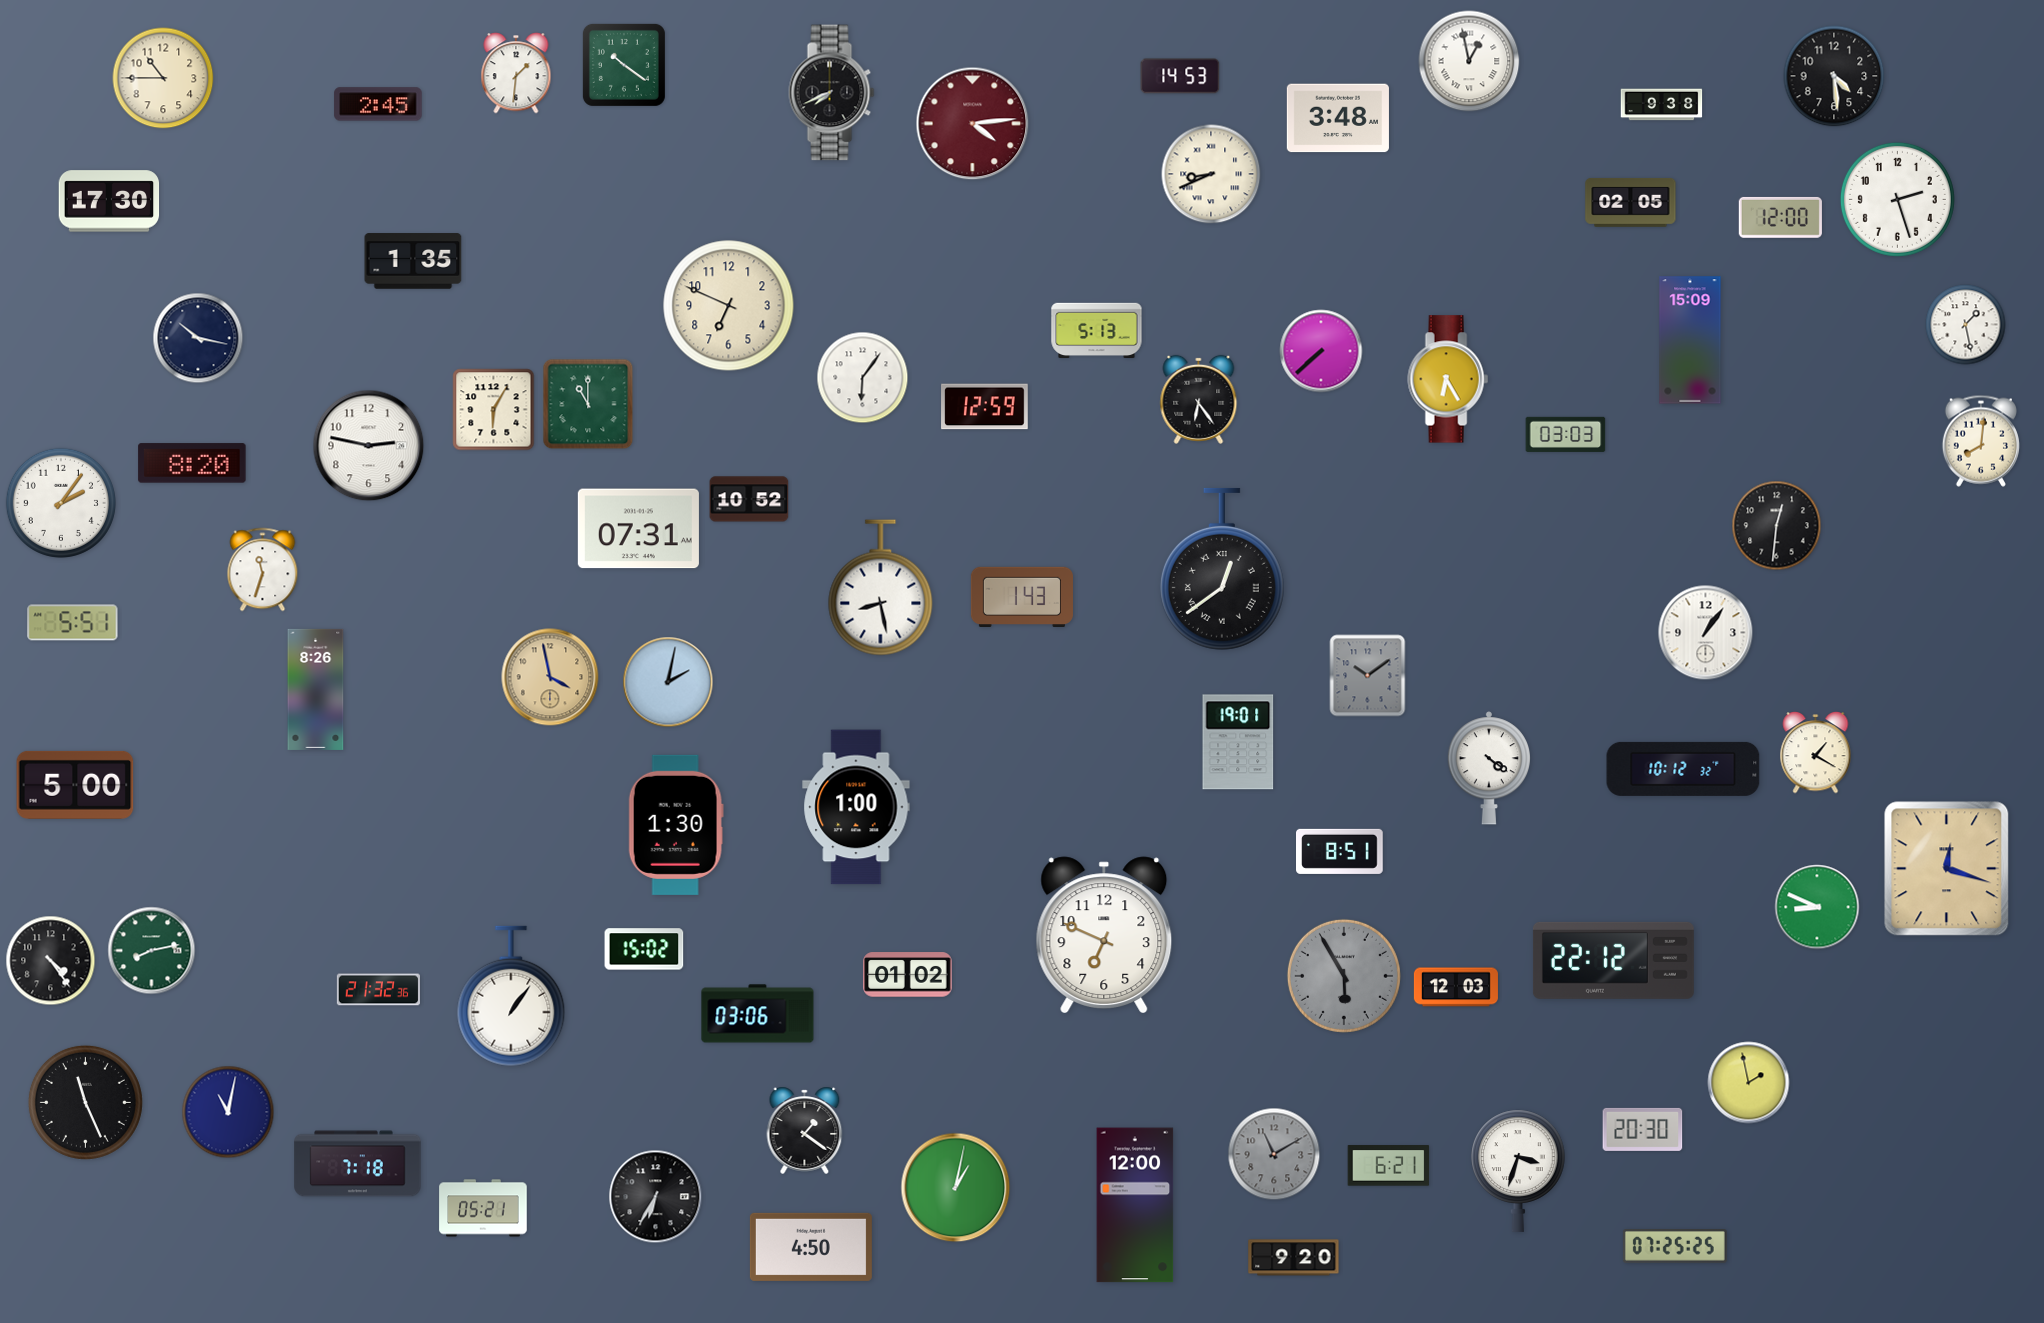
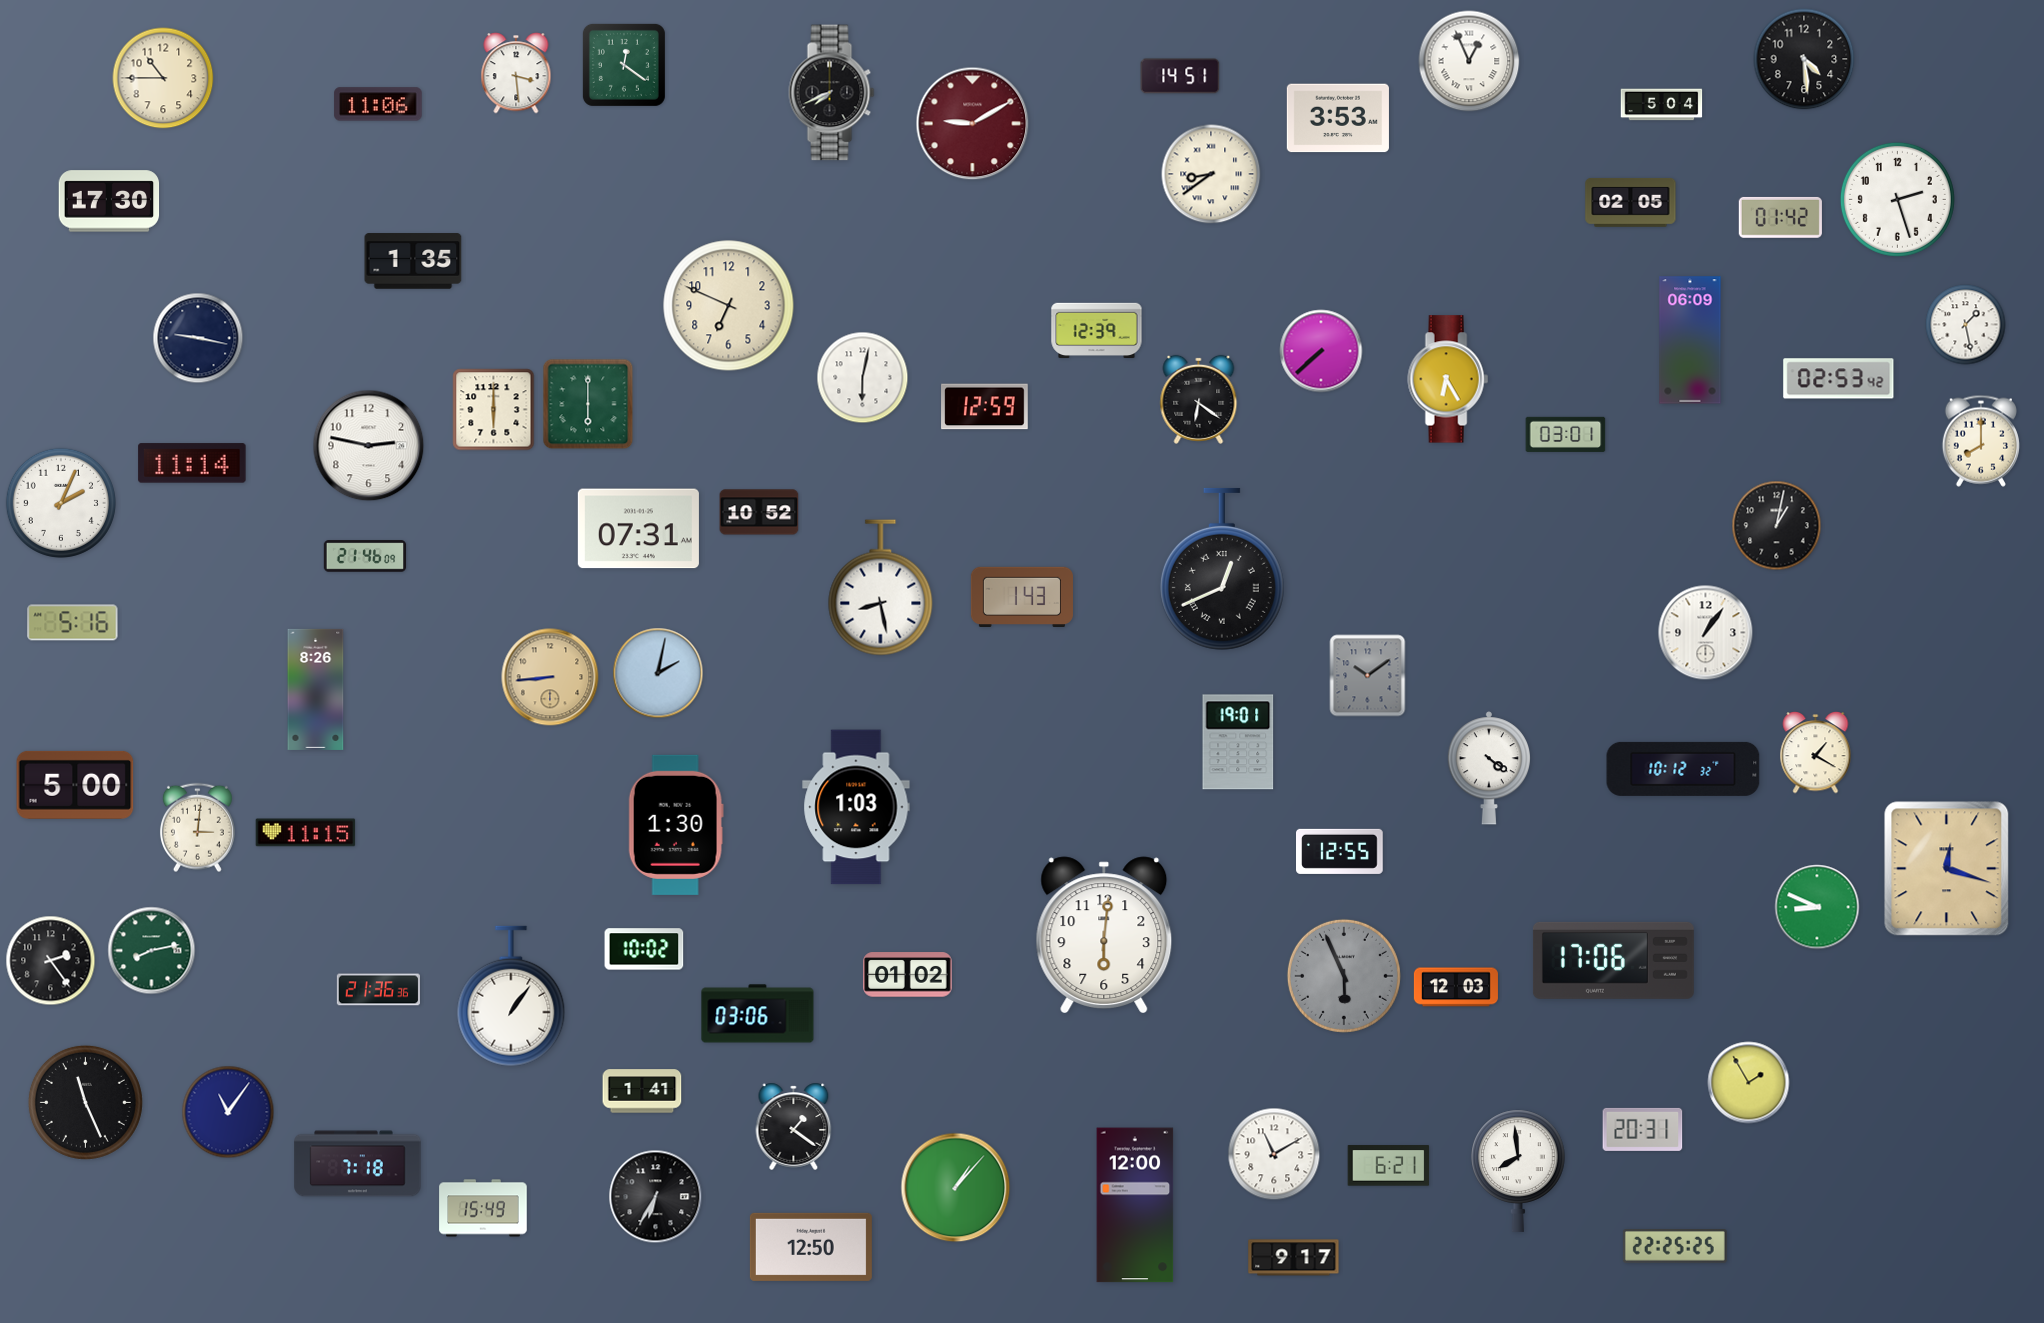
clock at (1469, 61): 12:58 -> 12:56
clock at (624, 65): 10:21 -> 12:21
clock at (516, 73): 1:31 -> 3:29
clock at (1180, 76): 14:53 -> 14:51
clock at (1834, 76) position: (1834, 76) -> (1804, 59)
clock at (378, 104): 2:45 -> 11:06
clock at (1662, 105): 9:38 -> 5:04
clock at (1338, 118): 3:48 -> 3:53
clock at (973, 124): 4:14 -> 9:10
clock at (1211, 174): 8:41 -> 8:39
clock at (1780, 217): 12:00 -> 01:42
clock at (1097, 331): 5:13 -> 12:39
clock at (198, 338): 10:17 -> 9:17
clock at (1690, 340): 15:09 -> 06:09
clock at (863, 378): 6:06 -> 6:02
clock at (1839, 379): none -> 02:53
clock at (1199, 399): 6:24 -> 6:21
clock at (588, 404): 11:00 -> 6:00
clock at (494, 410): 6:05 -> 6:00
clock at (1566, 434): 03:03 -> 03:01
clock at (1981, 441): 8:01 -> 8:00
clock at (192, 463): 8:20 -> 11:14
clock at (749, 499) position: (749, 499) -> (759, 512)
clock at (61, 503): 2:06 -> 2:04
clock at (1777, 526): 12:31 -> 1:02
clock at (365, 556): none -> 21:46
clock at (1222, 569): 12:39 -> 12:41
clock at (263, 570): 11:33 -> none
clock at (73, 623): 5:51 -> 5:16
clock at (550, 677): 3:58 -> 8:44
clock at (668, 682) position: (668, 682) -> (658, 673)
clock at (856, 807): 1:00 -> 1:03
clock at (197, 828): none -> 3:01
clock at (306, 833): none -> 11:15
clock at (1340, 851): 8:51 -> 12:55
clock at (1104, 935): 6:49 -> 6:01
clock at (644, 949): 15:02 -> 10:02
clock at (1613, 960): 22:12 -> 17:06
clock at (51, 961): 4:24 -> 2:24
clock at (1344, 976): 5:55 -> 5:56
clock at (378, 990): 21:32 -> 21:36
clock at (1749, 1083): 1:58 -> 1:55
clock at (642, 1091): none -> 1:41
clock at (228, 1112): 11:02 -> 11:06
clock at (1643, 1129): 20:30 -> 20:31
clock at (805, 1130) position: (805, 1130) -> (794, 1126)
clock at (1274, 1154) dial: grey -> white
clock at (1518, 1171): 3:33 -> 7:59
clock at (956, 1188): 1:02 -> 1:07
clock at (483, 1208): 05:21 -> 15:49
clock at (811, 1247): 4:50 -> 12:50
clock at (1675, 1247): 07:25 -> 22:25
clock at (1294, 1258): 9:20 -> 9:17
